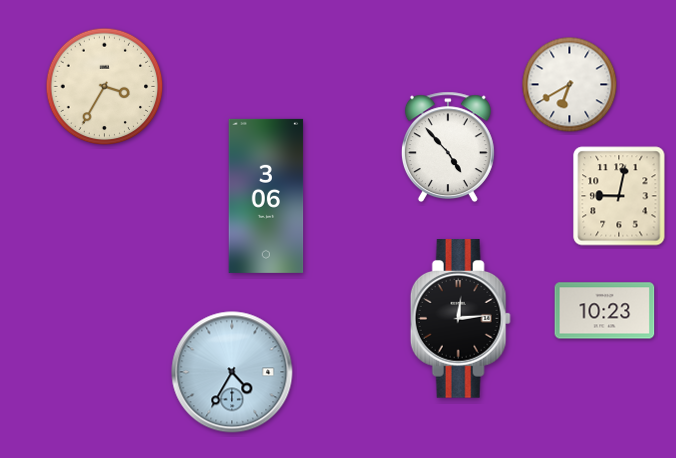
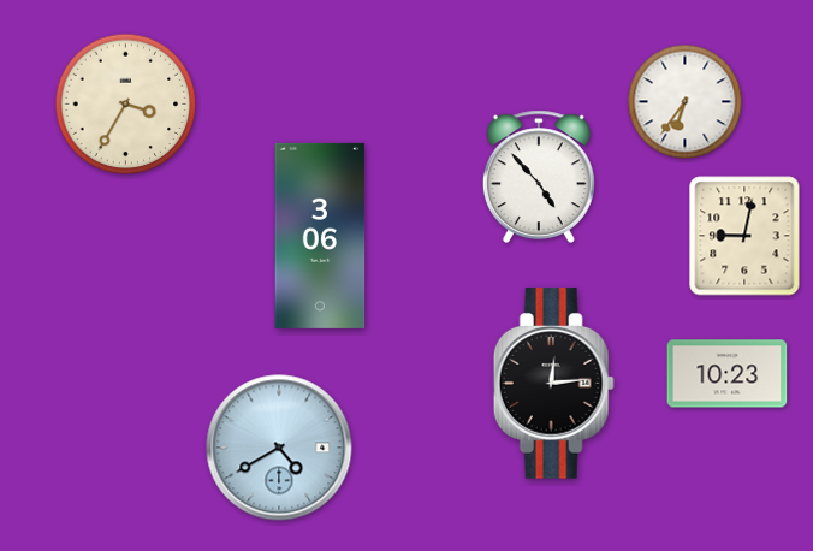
clock at (570, 85): 6:40 -> 6:36
clock at (232, 372): 4:35 -> 4:40
